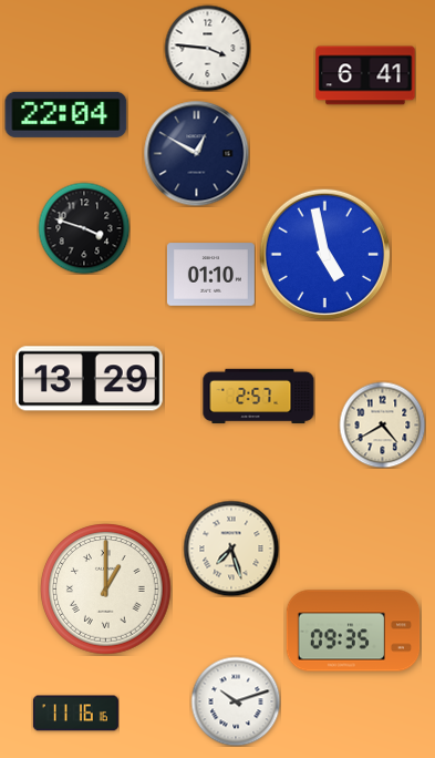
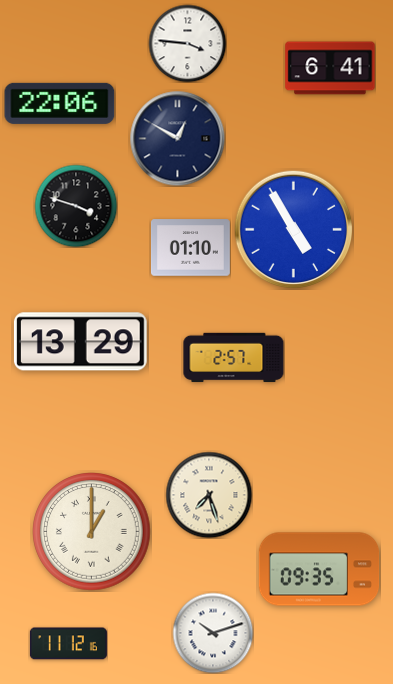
clock at (66, 114): 22:04 -> 22:06
clock at (324, 254): 4:58 -> 4:55
clock at (382, 424): 4:40 -> none
clock at (106, 590) position: (106, 590) -> (92, 532)
clock at (75, 714): 11:16 -> 11:12
